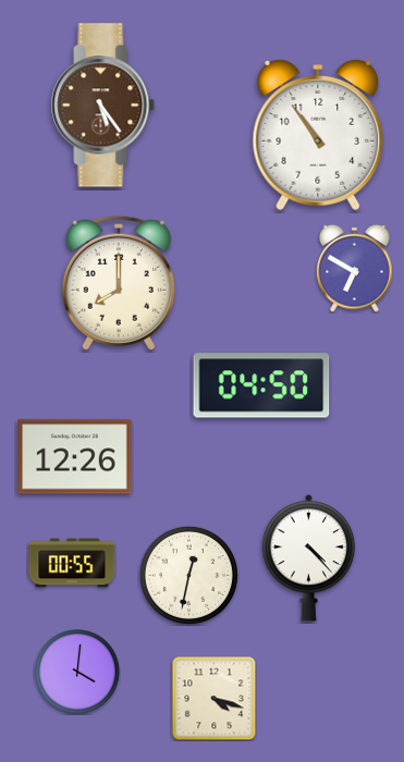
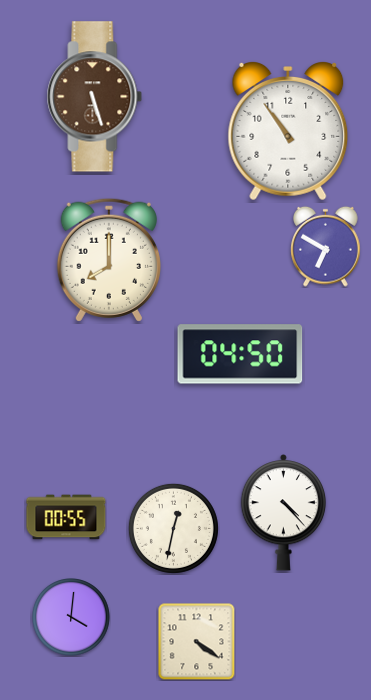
clock at (103, 106): 5:24 -> 5:27
clock at (318, 136) position: (318, 136) -> (288, 132)
clock at (75, 457): 12:26 -> none
clock at (213, 698): 4:18 -> 4:21
